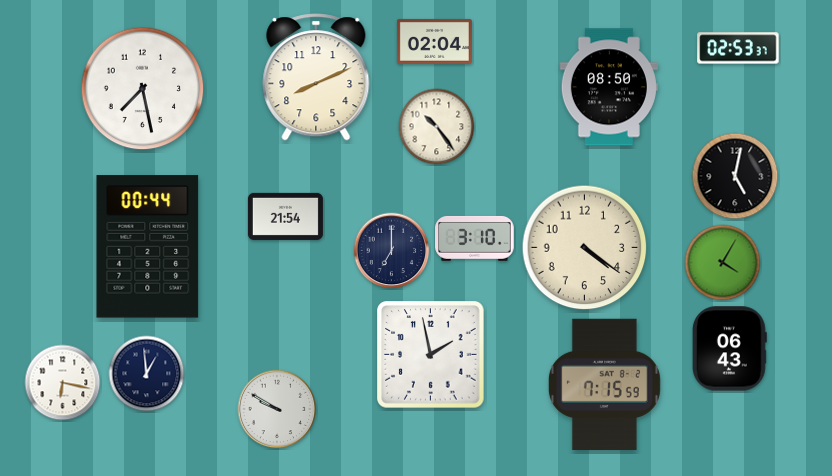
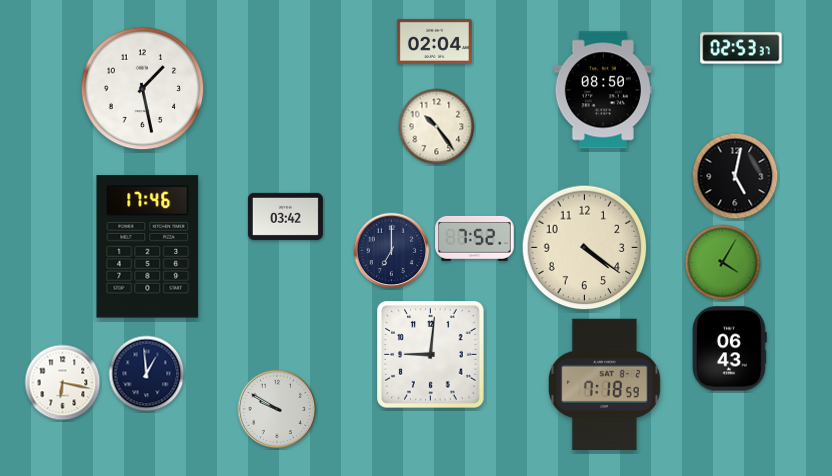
clock at (738, 48) position: (738, 48) -> (741, 48)
clock at (316, 77): 8:11 -> none
clock at (609, 87) position: (609, 87) -> (603, 90)
clock at (143, 89): 7:28 -> 1:28
clock at (285, 216): 21:54 -> 03:42
clock at (475, 238): 3:10 -> 7:52
clock at (148, 247): 00:44 -> 17:46
clock at (431, 355): 1:58 -> 9:01
clock at (604, 384): 7:15 -> 7:18
